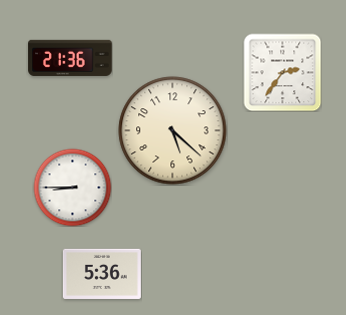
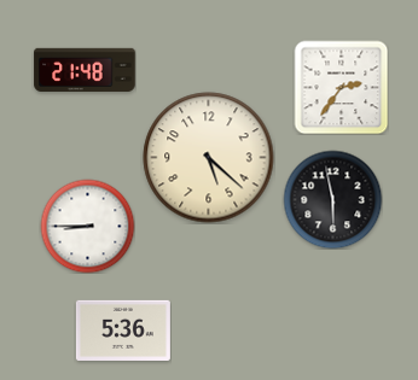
clock at (70, 58): 21:36 -> 21:48
clock at (332, 199): none -> 5:58
